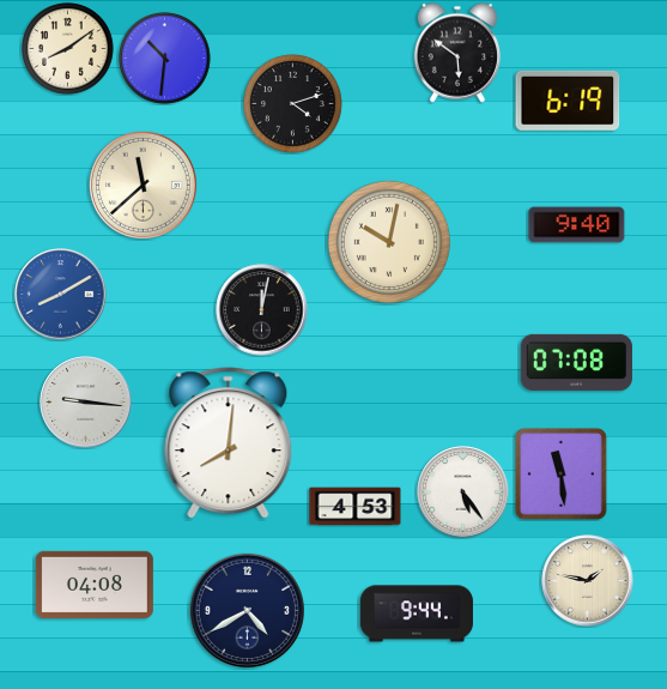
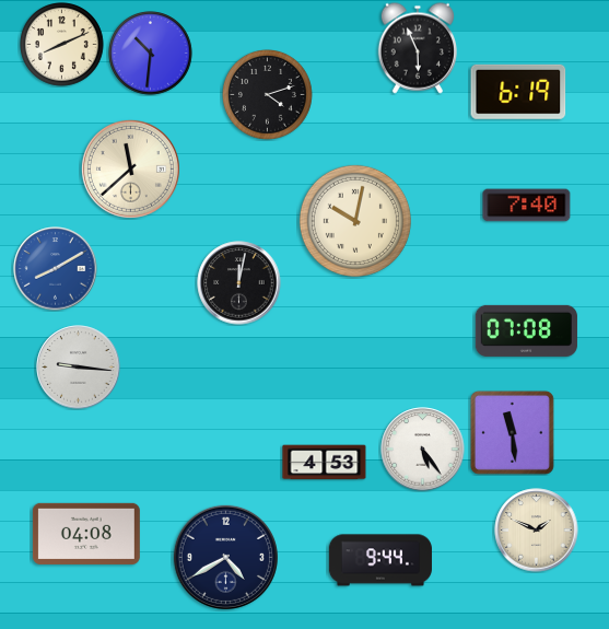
clock at (68, 49): 8:09 -> 8:11
clock at (456, 53): 5:51 -> 5:56
clock at (577, 225): 9:40 -> 7:40
clock at (229, 443): 8:01 -> none
clock at (588, 581): 1:47 -> 1:49
